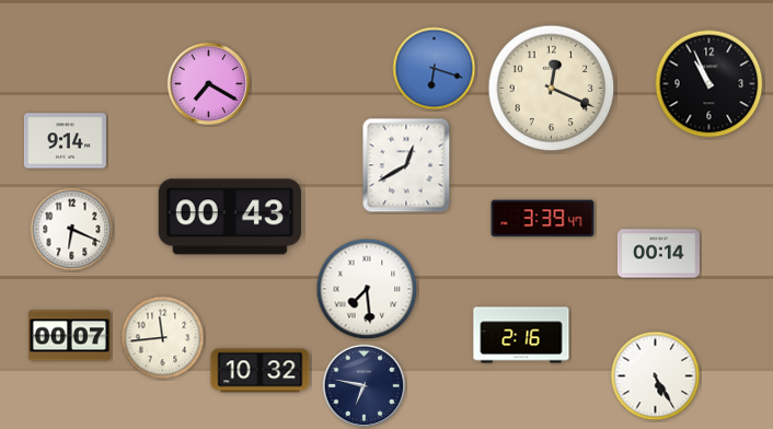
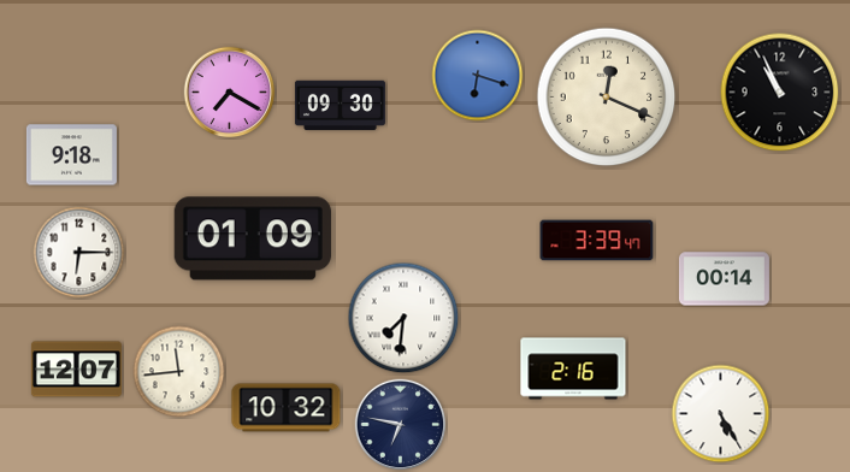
clock at (340, 105): none -> 09:30
clock at (65, 141): 9:14 -> 9:18
clock at (406, 165): 12:40 -> none
clock at (230, 217): 00:43 -> 01:09
clock at (72, 230): 6:19 -> 6:15
clock at (367, 289): 7:29 -> 7:31
clock at (69, 336): 00:07 -> 12:07
